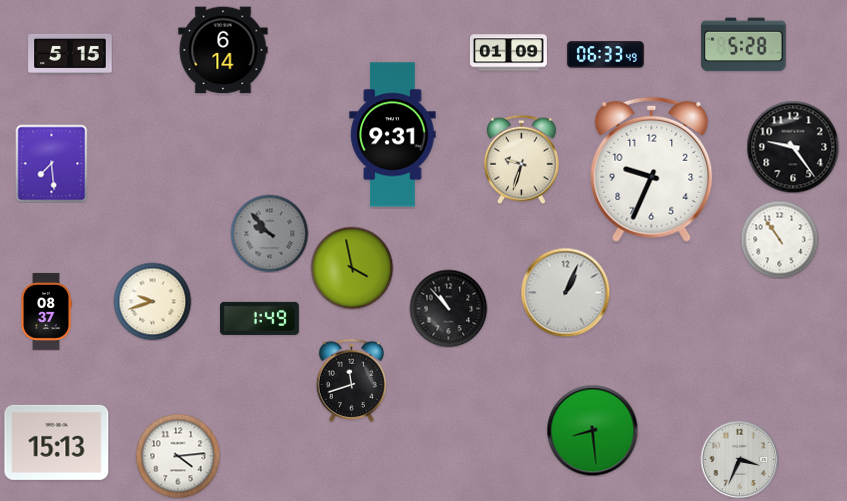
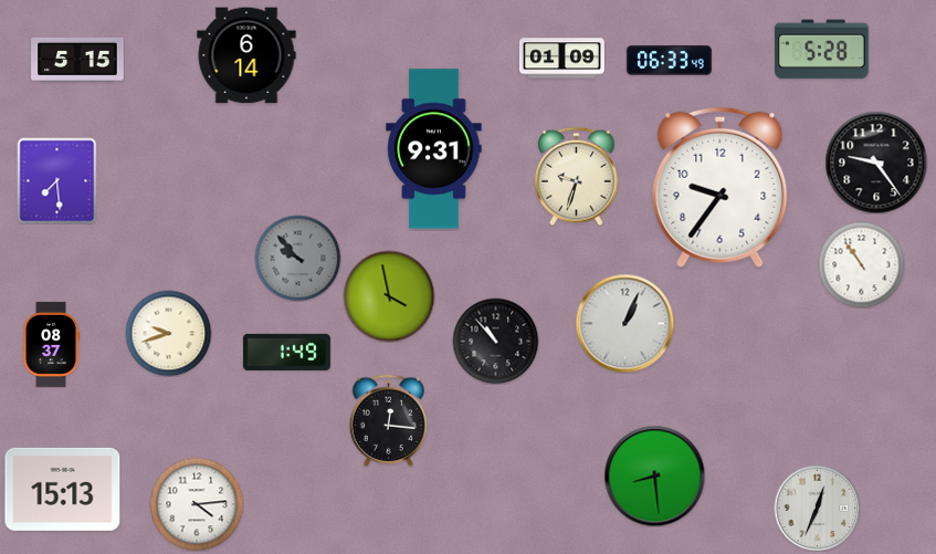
clock at (652, 169): 9:34 -> 9:36
clock at (352, 380): 11:42 -> 12:16
clock at (739, 459): 3:34 -> 12:34
